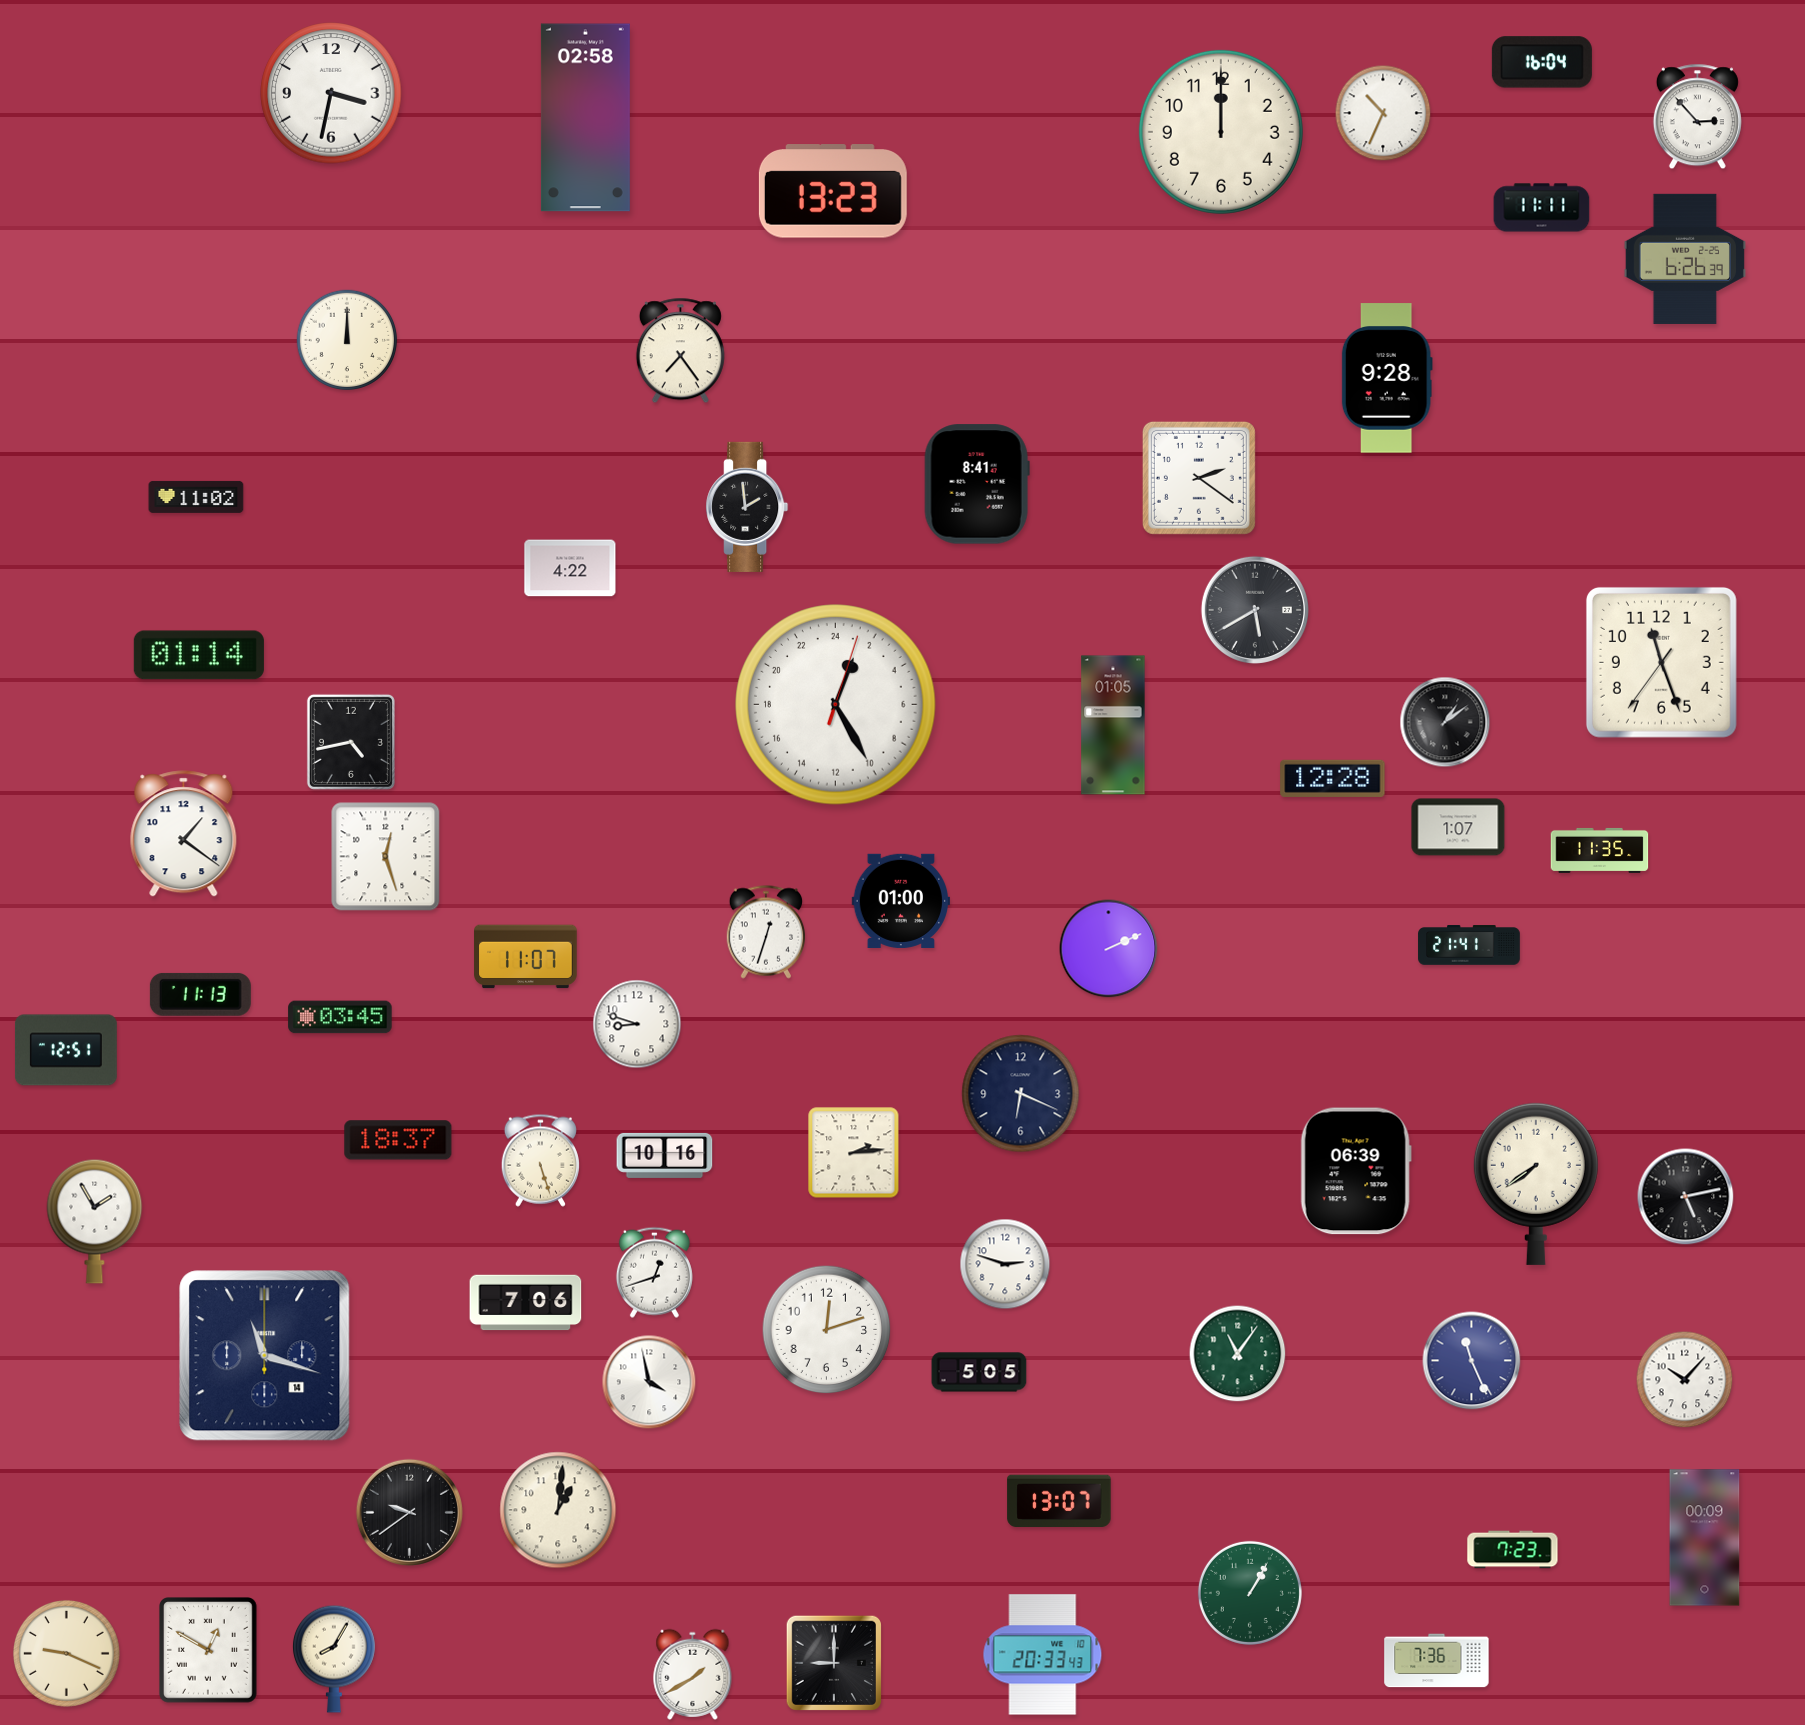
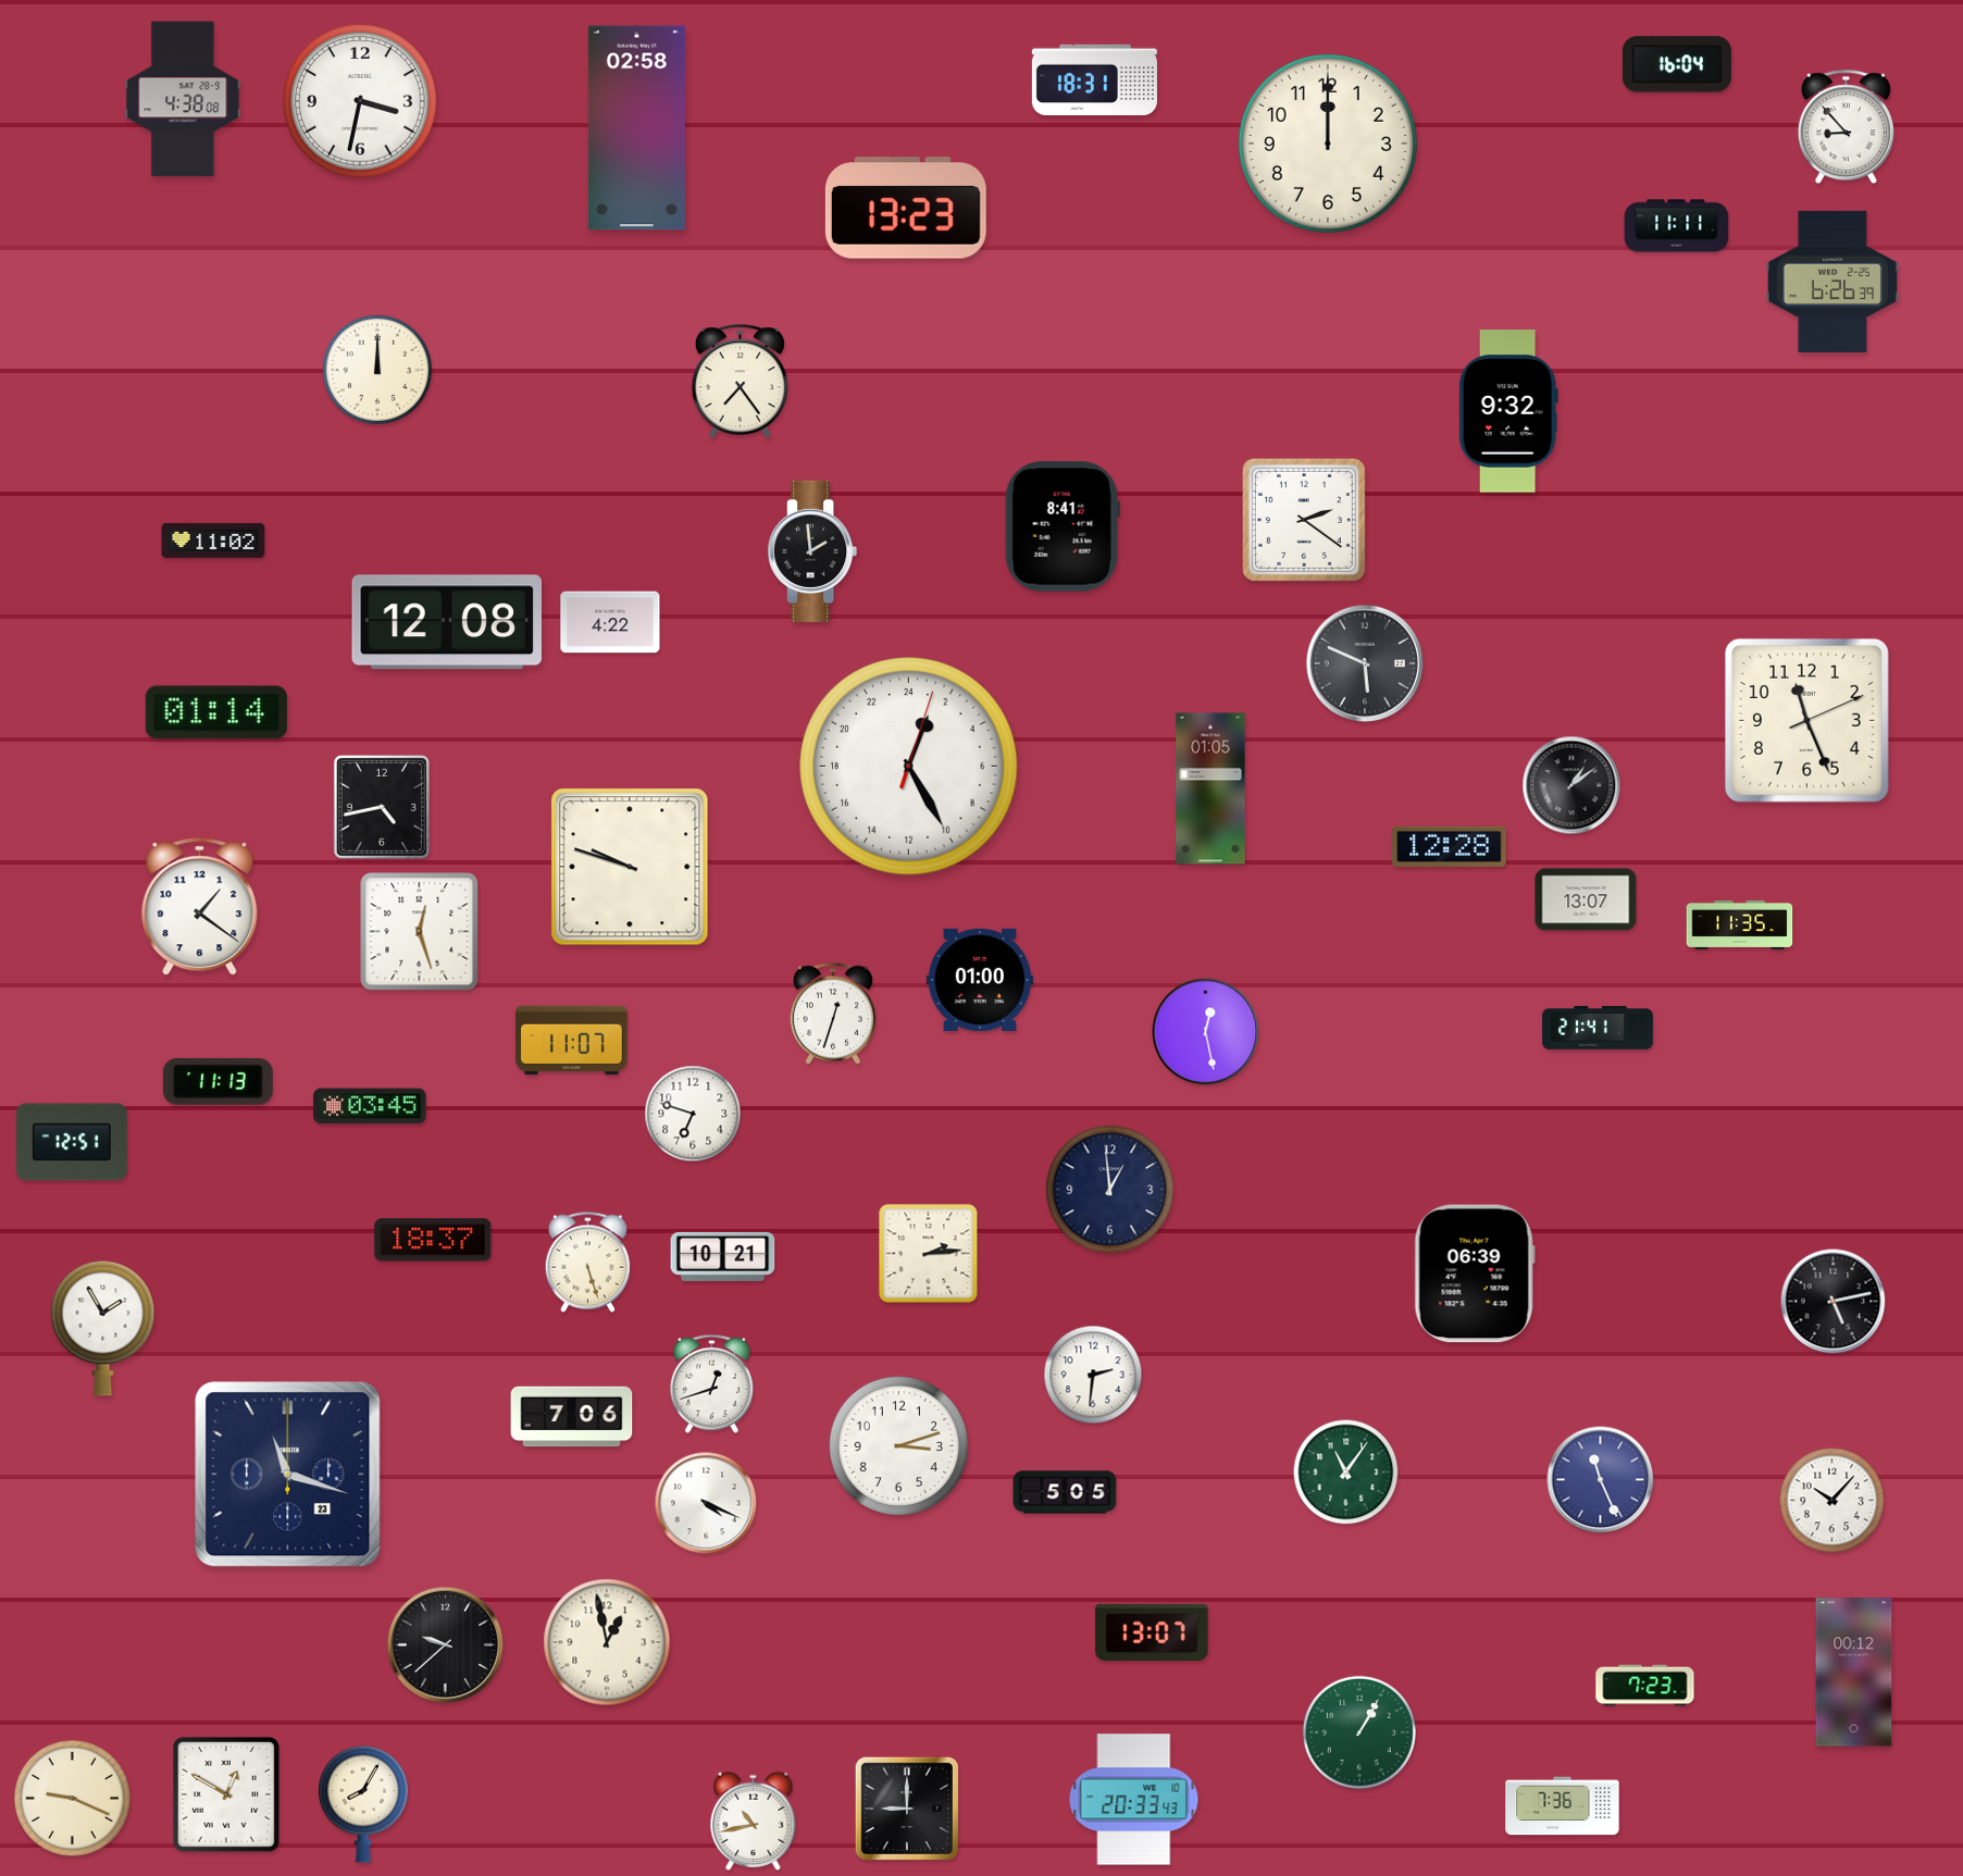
clock at (1542, 62) position: (1542, 62) -> (1677, 64)
clock at (1094, 79): none -> 18:31
clock at (183, 99): none -> 4:38
clock at (1383, 113): 10:34 -> none
clock at (1697, 117): 2:53 -> 8:53
clock at (1387, 378): 9:28 -> 9:32
clock at (570, 568) position: (570, 568) -> (610, 622)
clock at (447, 622): none -> 12:08
clock at (1255, 610): 5:40 -> 5:49
clock at (1661, 662): 11:26:36 -> 11:26:11
clock at (630, 867): none -> 9:48
clock at (1458, 827): 1:07 -> 13:07
clock at (1109, 949): 2:11 -> 12:28
clock at (637, 1024): 8:48 -> 6:48
clock at (1021, 1094): 6:19 -> 12:59
clock at (665, 1155): 10:16 -> 10:21
clock at (1536, 1184): 7:39 -> none
clock at (1005, 1264): 2:48 -> 2:31
clock at (827, 1330): 12:12 -> 3:12
clock at (265, 1356) date: 14 -> 23
clock at (649, 1382): 3:58 -> 4:19
clock at (558, 1510): 1:01 -> 12:58
clock at (409, 1512): 9:39 -> 9:38
clock at (1705, 1538): 00:09 -> 00:12
clock at (693, 1674): 1:40 -> 10:43
